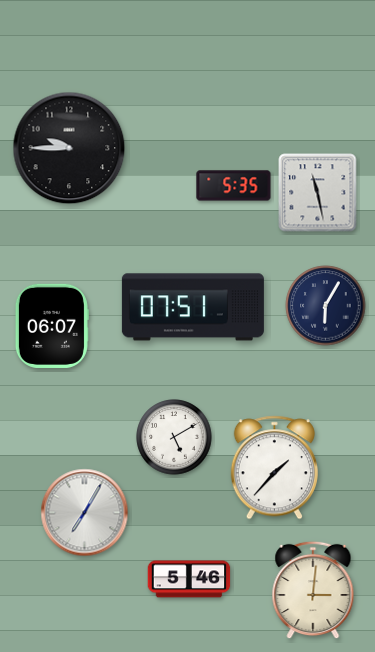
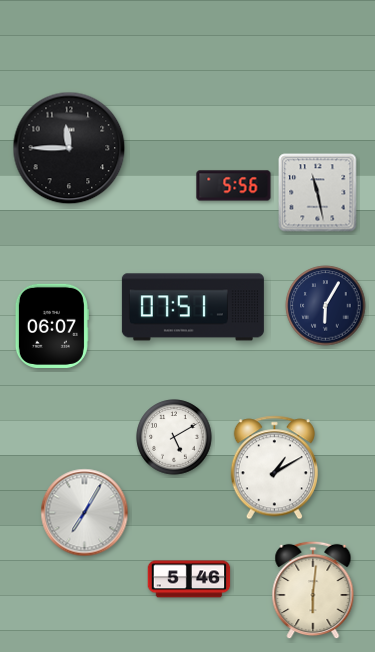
clock at (69, 148): 9:45 -> 11:45
clock at (234, 186): 5:35 -> 5:56
clock at (274, 468): 1:37 -> 1:10
clock at (313, 590): 3:01 -> 6:01
